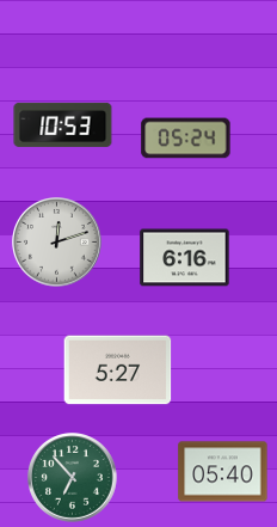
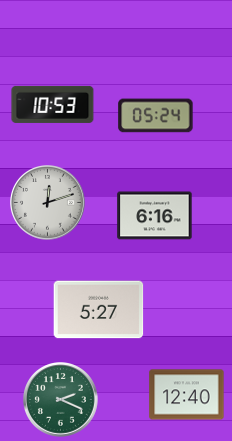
clock at (223, 472): 05:40 -> 12:40
clock at (73, 478): 6:53 -> 2:19
